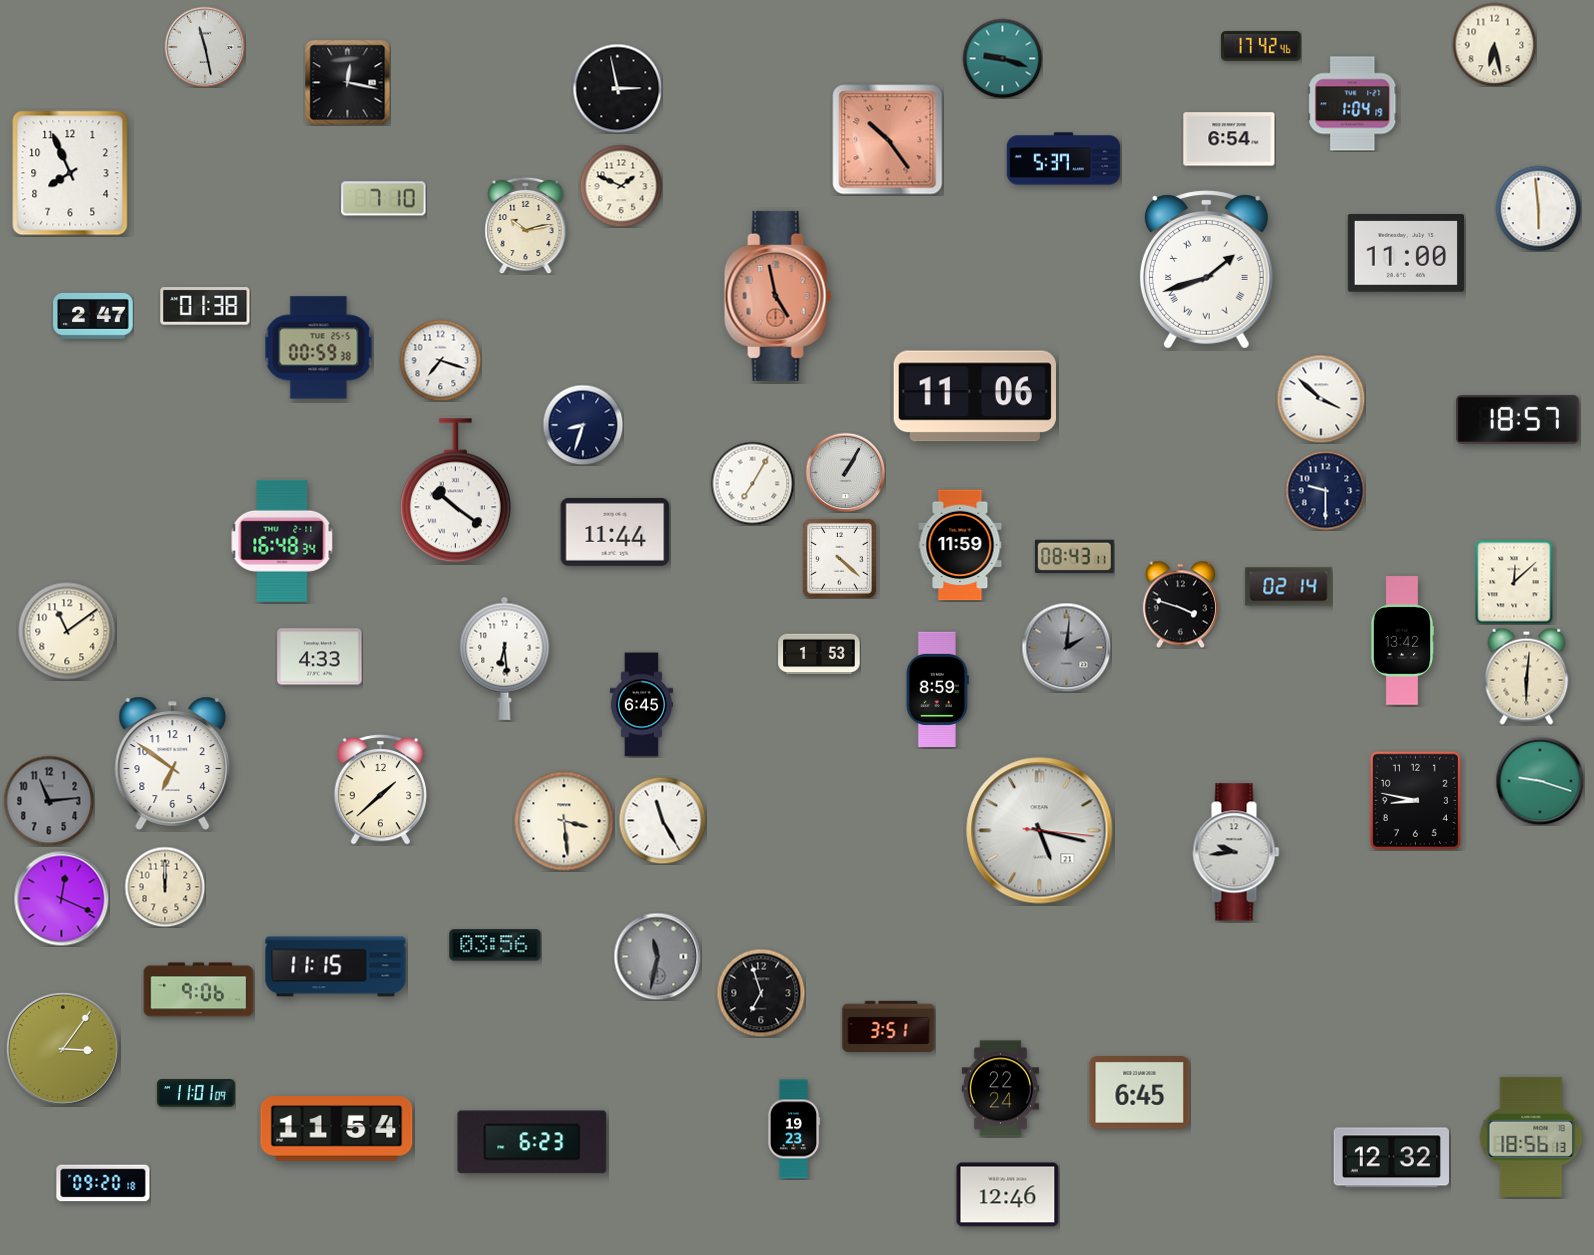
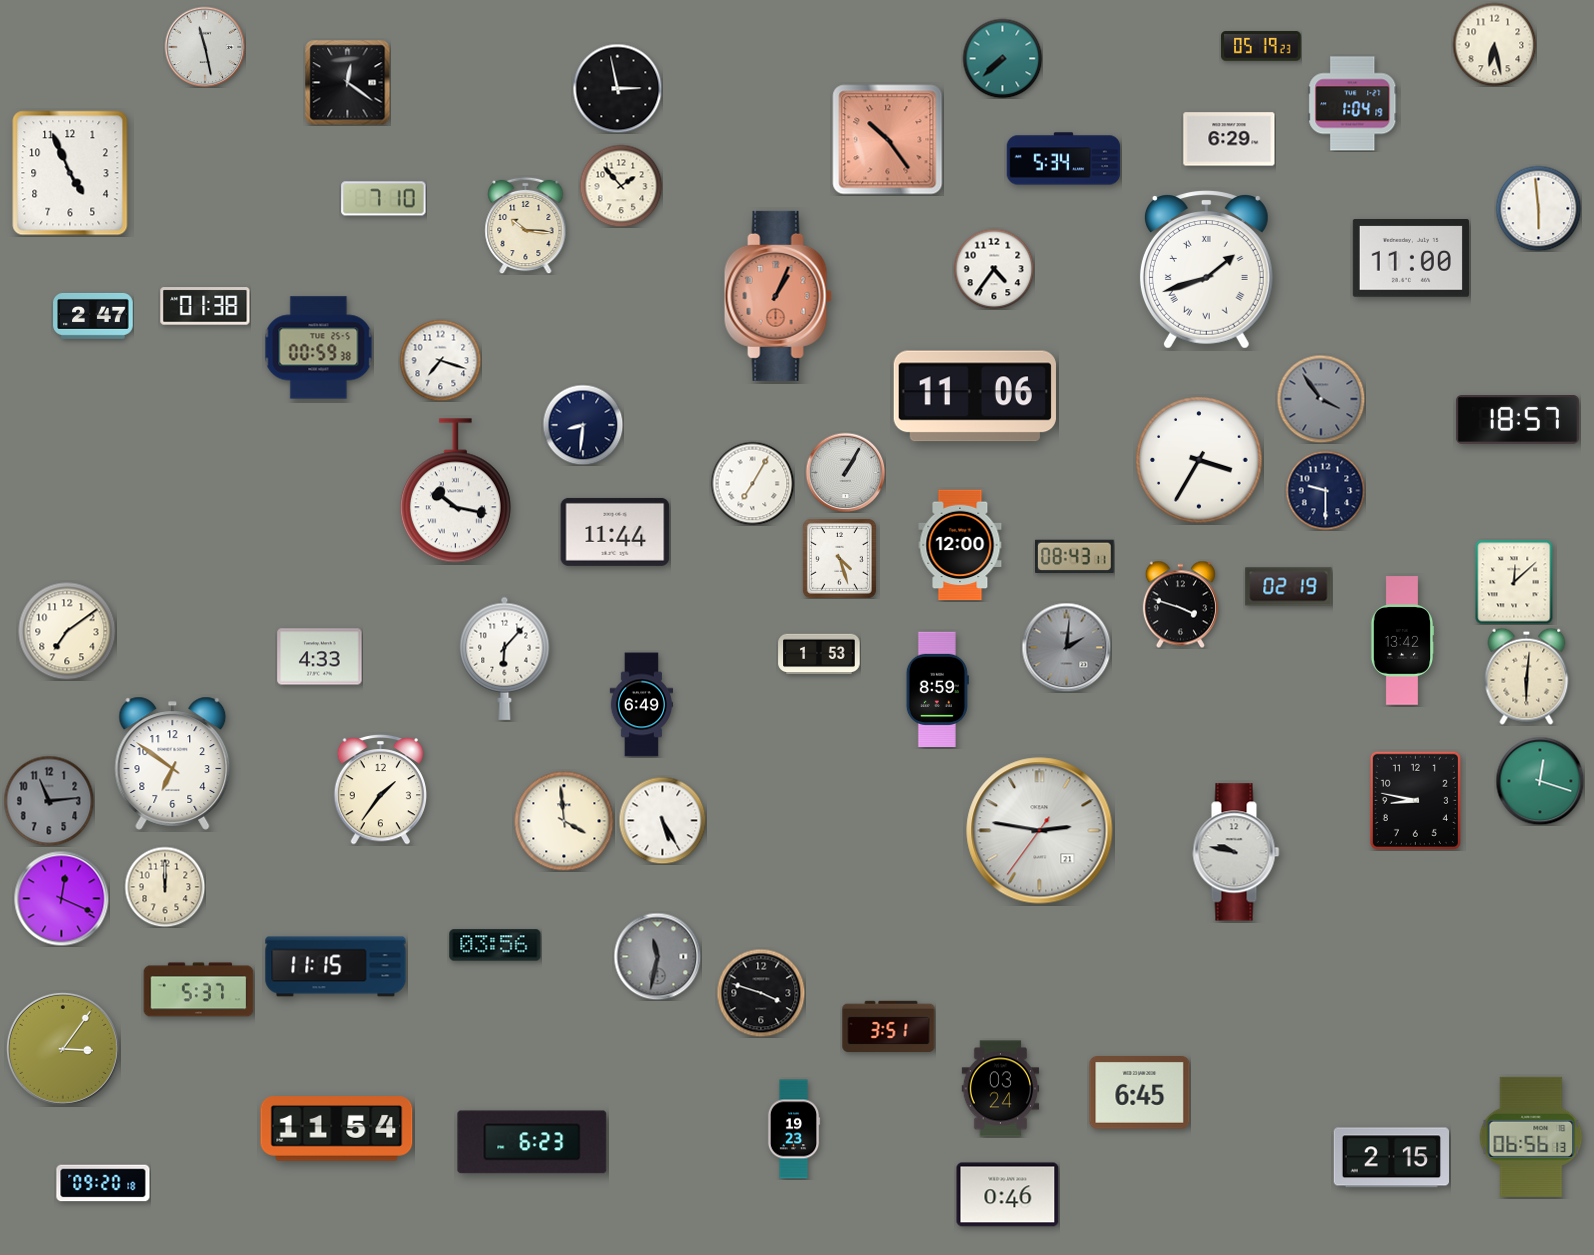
clock at (1261, 46): 17:42 -> 05:19
clock at (1002, 58): 9:18 -> 7:38
clock at (347, 82): 12:17 -> 12:21
clock at (1229, 139): 6:54 -> 6:29
clock at (1064, 159): 5:37 -> 5:34
clock at (70, 173): 7:56 -> 4:56
clock at (621, 186): 1:49 -> 1:53
clock at (526, 225): 10:13 -> 10:16
clock at (1406, 253) position: (1406, 253) -> (1411, 258)
clock at (994, 269): none -> 4:36
clock at (778, 296): 4:58 -> 1:04
clock at (1321, 399): 3:52 -> 3:54
clock at (1321, 399) dial: white -> grey
clock at (583, 425): 8:33 -> 8:31
clock at (1199, 460): none -> 3:35
clock at (455, 491): 10:21 -> 10:17
clock at (282, 541): 16:48 -> none
clock at (960, 545): 11:59 -> 12:00
clock at (839, 558): 4:22 -> 4:27
clock at (1289, 587): 02:14 -> 02:19
clock at (67, 631): 11:09 -> 7:09
clock at (505, 658): 6:29 -> 6:07
clock at (642, 705): 6:45 -> 6:49
clock at (1540, 781): 9:18 -> 12:18
clock at (380, 789): 1:38 -> 1:36
clock at (662, 820): 11:25 -> 5:25
clock at (564, 821): 3:29 -> 3:59
clock at (1040, 831): 5:17 -> 2:46
clock at (1236, 852): 9:44 -> 9:47
clock at (199, 990): 9:06 -> 5:37
clock at (761, 993): 6:57 -> 3:48
clock at (1001, 1089): 22:24 -> 03:24
clock at (197, 1093): 11:01 -> none
clock at (1531, 1137): 18:56 -> 06:56
clock at (1391, 1158): 12:32 -> 2:15
clock at (1008, 1195): 12:46 -> 0:46
